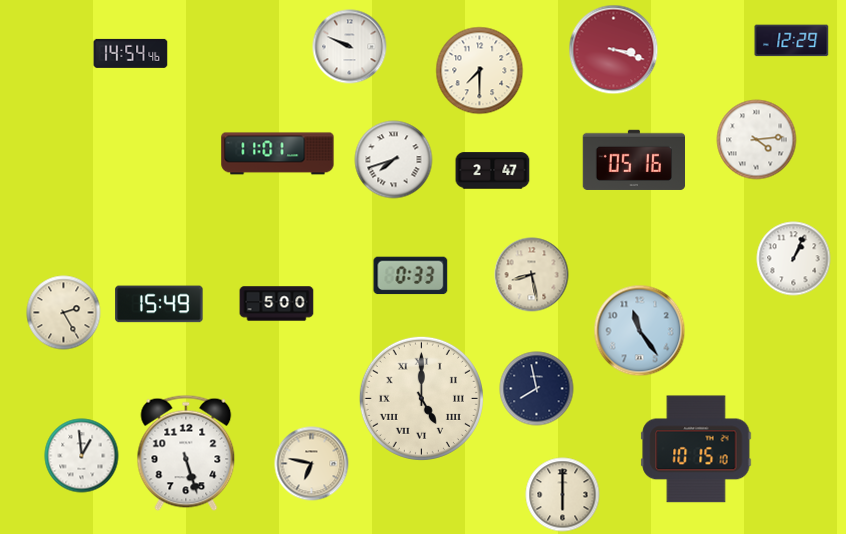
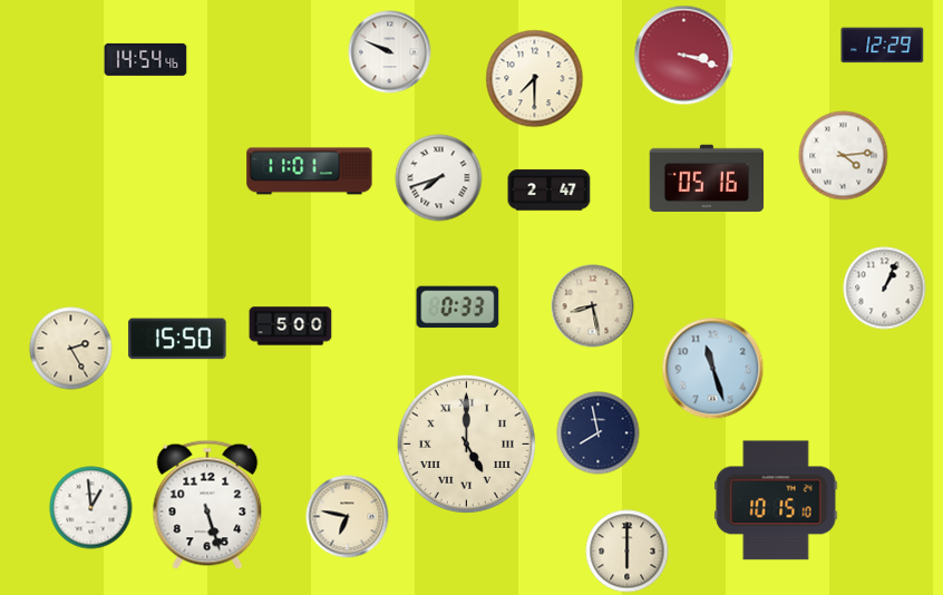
clock at (159, 304): 15:49 -> 15:50
clock at (277, 304) position: (277, 304) -> (291, 326)
clock at (640, 331): 11:24 -> 11:27
clock at (421, 398) position: (421, 398) -> (466, 443)
